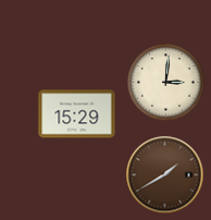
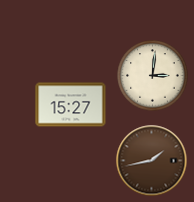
clock at (77, 114): 15:29 -> 15:27
clock at (165, 175): 1:40 -> 1:43
